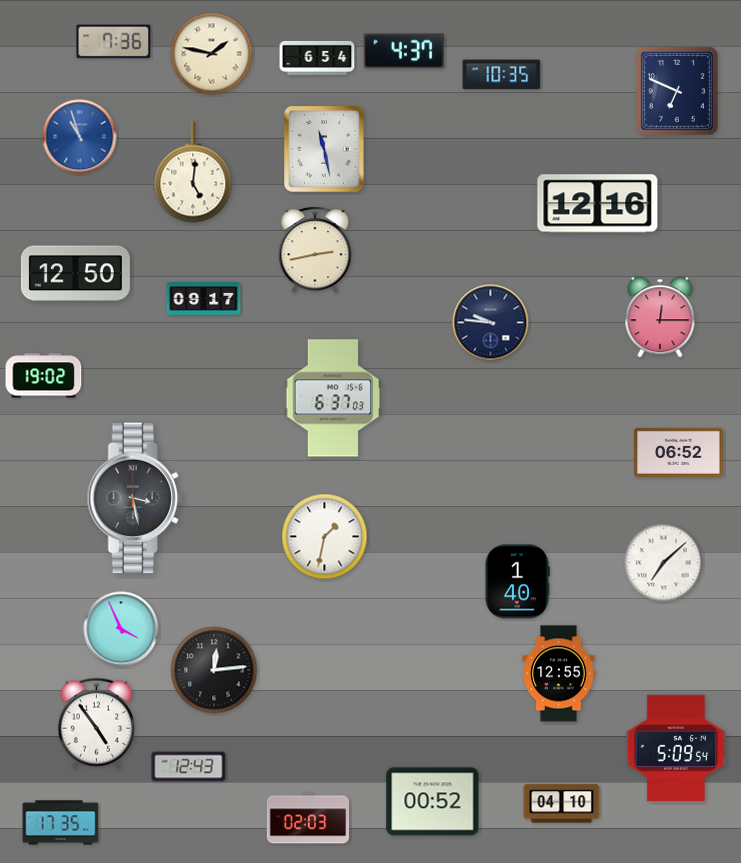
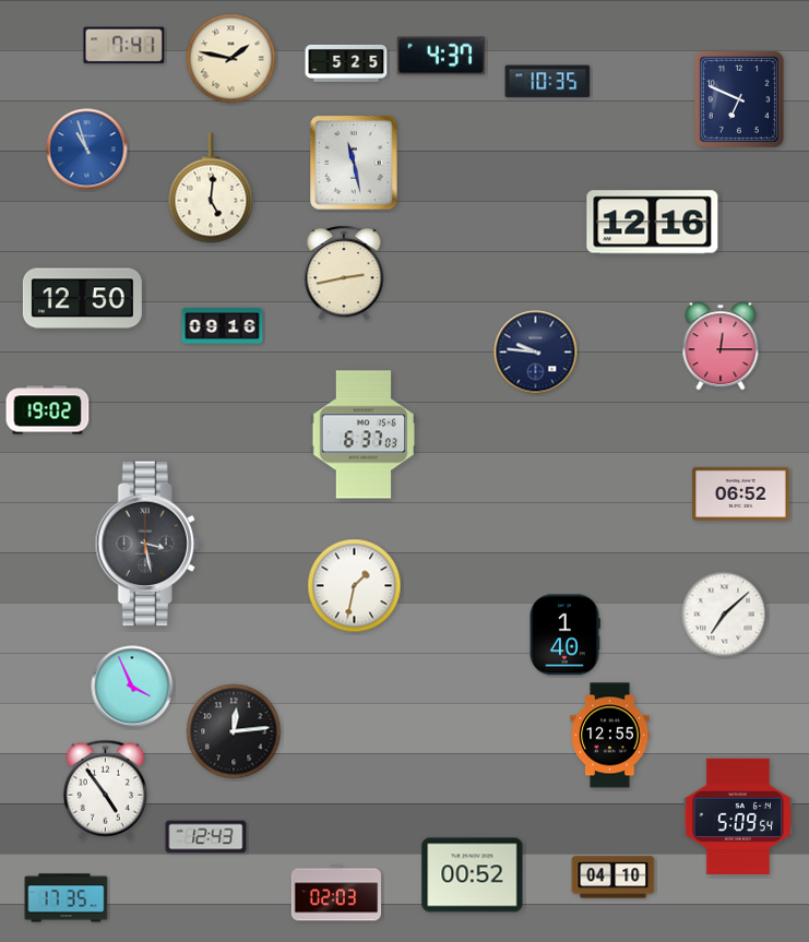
clock at (114, 42): 7:36 -> 7:41
clock at (317, 58): 6:54 -> 5:25
clock at (204, 299): 09:17 -> 09:16
